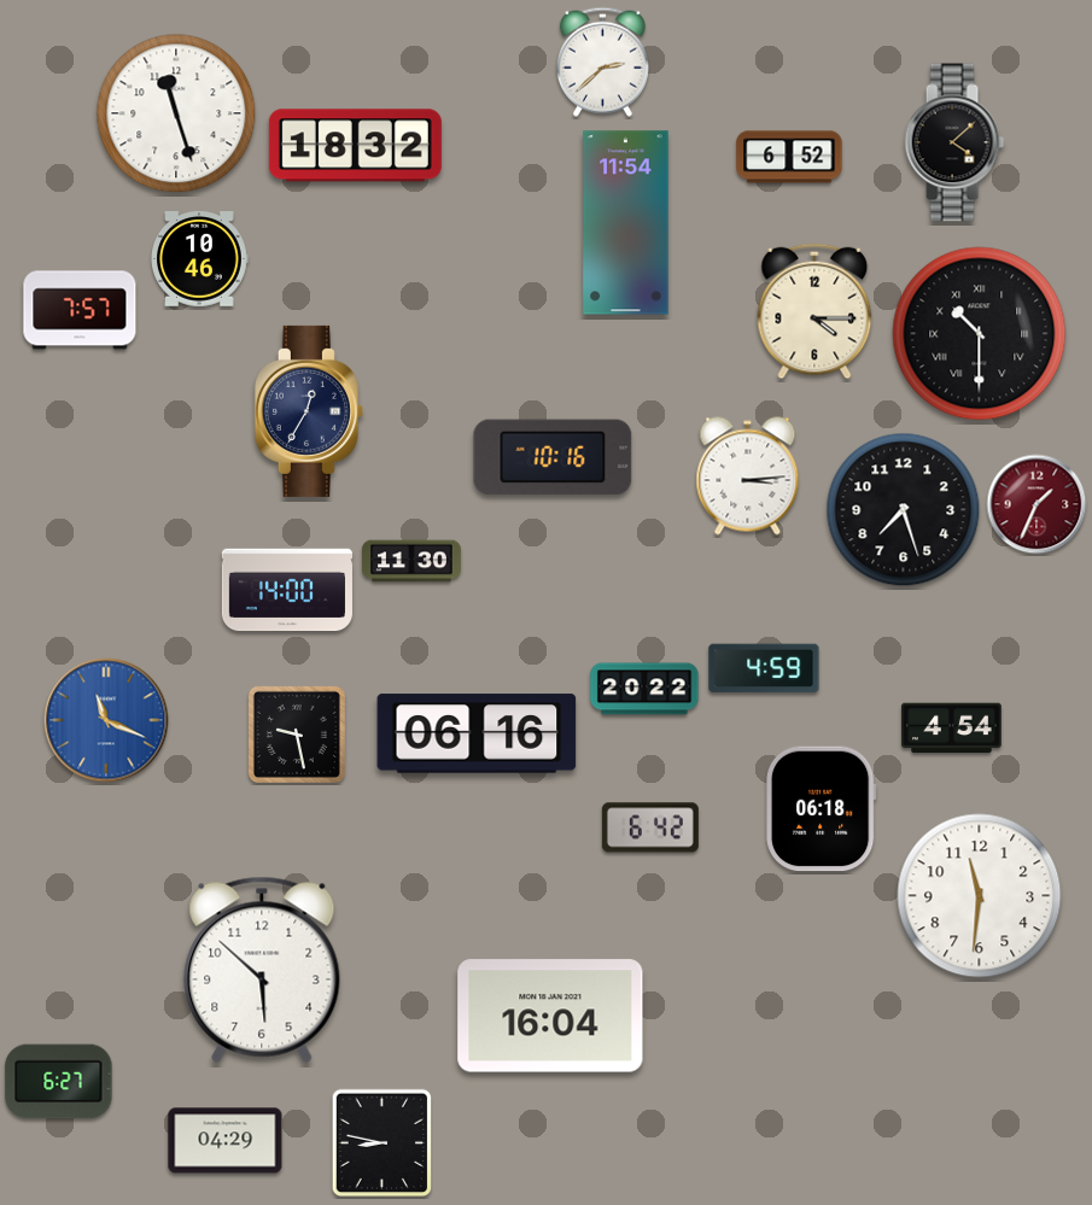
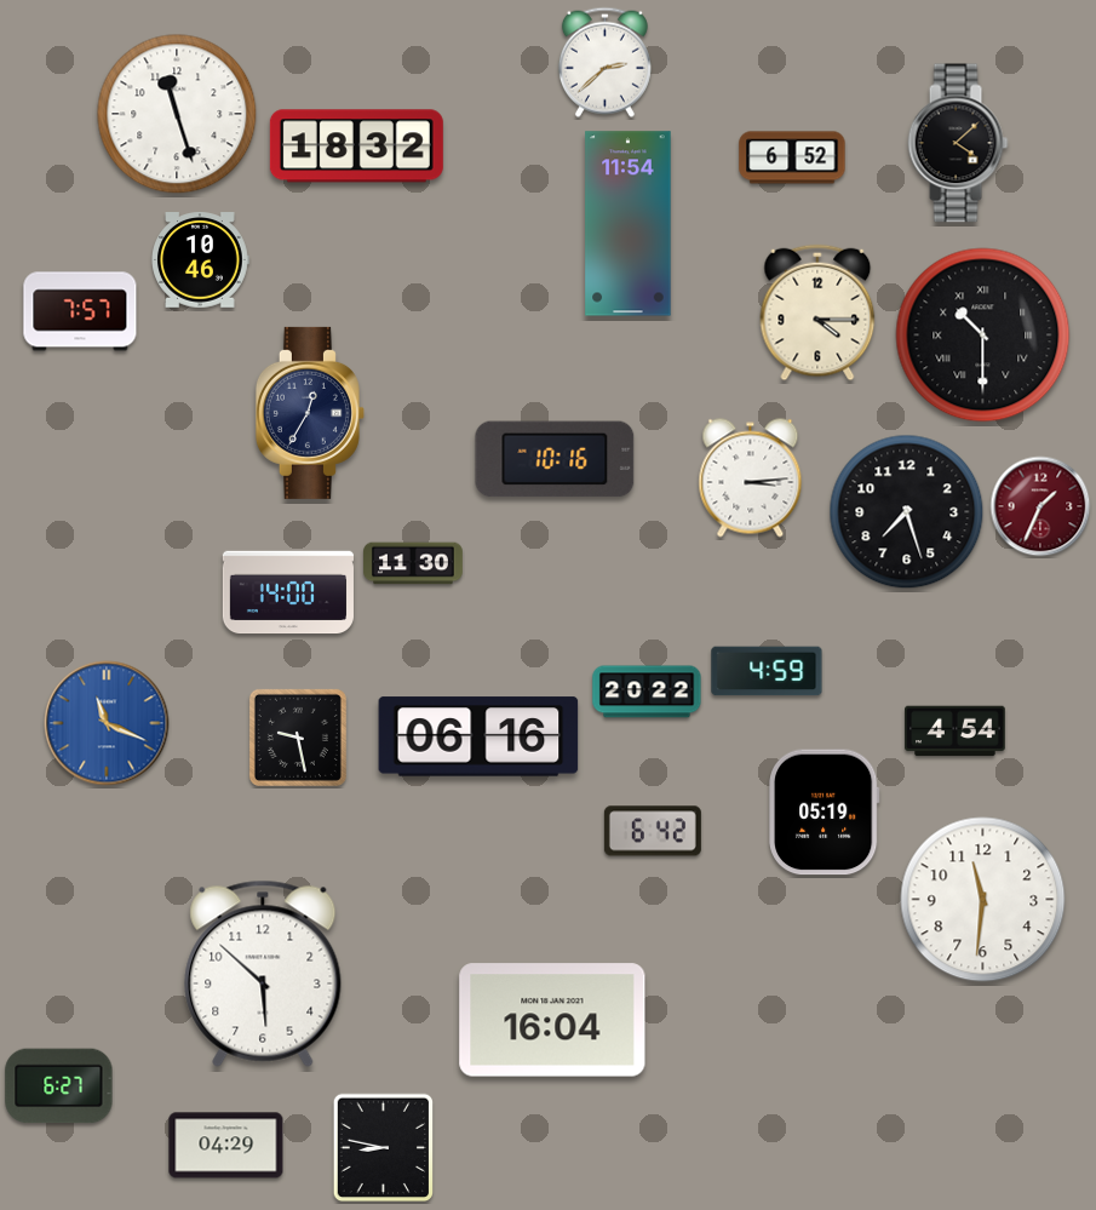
clock at (821, 809): 06:18 -> 05:19
